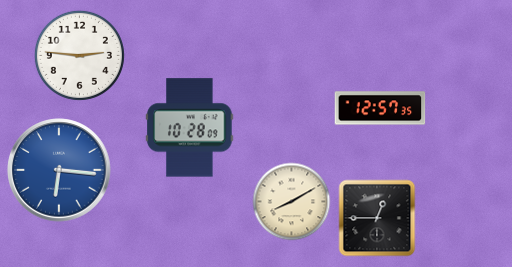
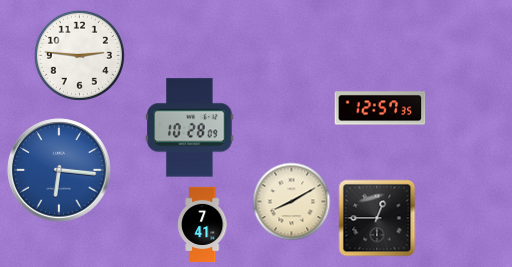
clock at (202, 225): none -> 7:41
